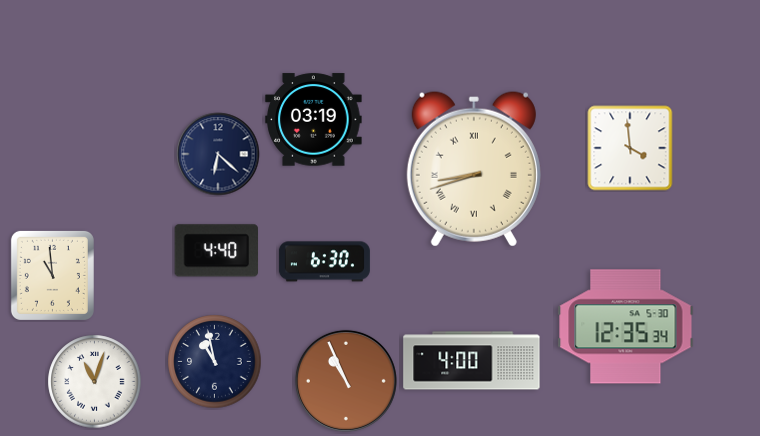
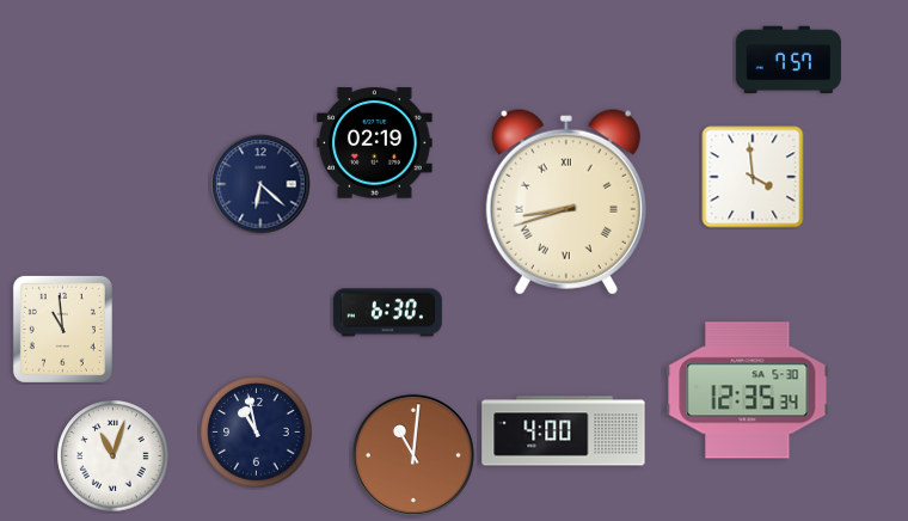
clock at (789, 59): none -> 7:57
clock at (314, 120): 03:19 -> 02:19
clock at (217, 251): 4:40 -> none
clock at (346, 381): 10:56 -> 11:01
